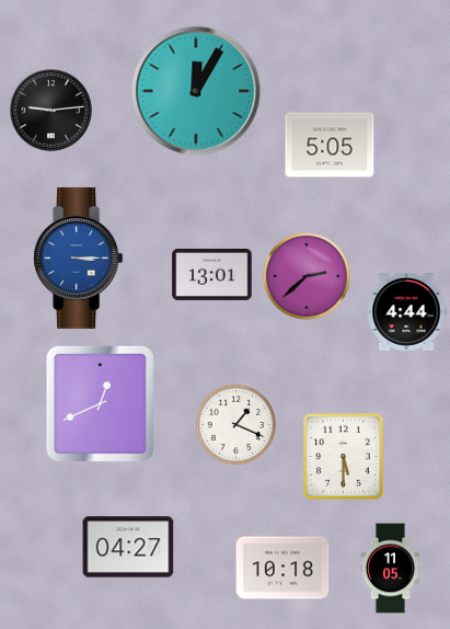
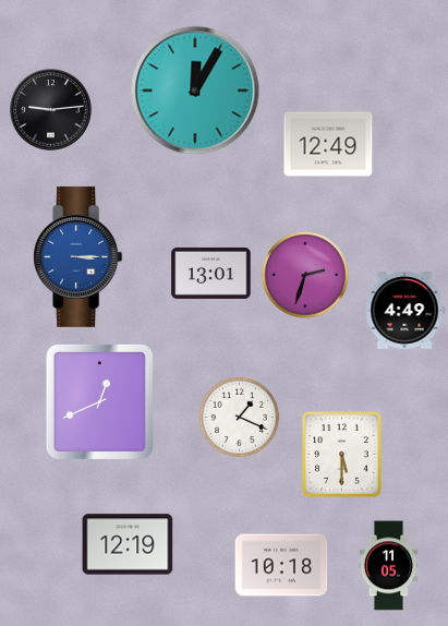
clock at (330, 145): 5:05 -> 12:49
clock at (307, 276): 2:38 -> 2:33
clock at (406, 312): 4:44 -> 4:49
clock at (235, 424) position: (235, 424) -> (239, 417)
clock at (128, 547): 04:27 -> 12:19
